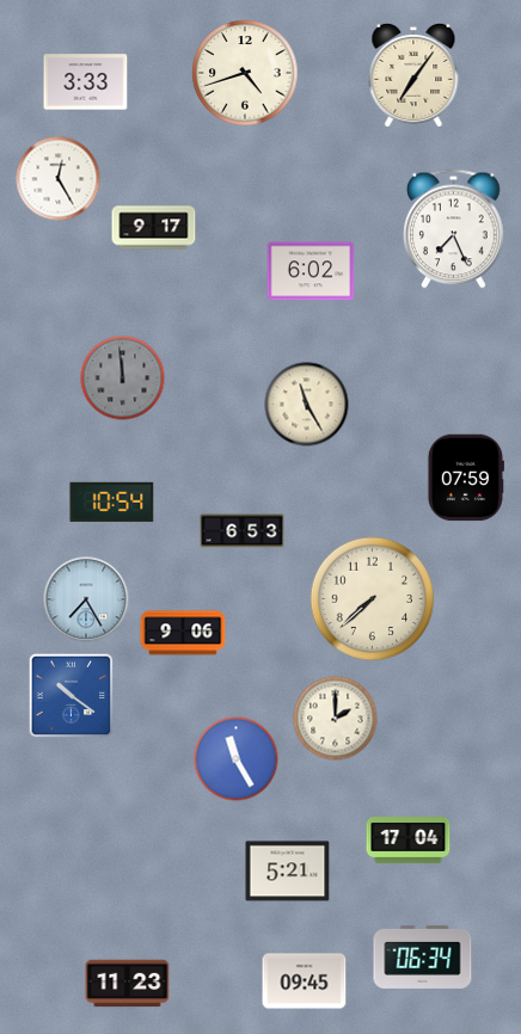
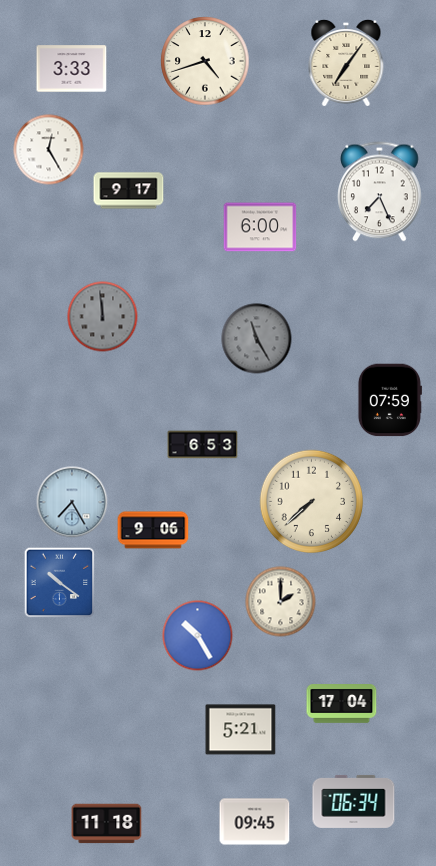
clock at (311, 271): 6:02 -> 6:00
clock at (307, 405) dial: cream -> grey
clock at (112, 501): 10:54 -> none
clock at (237, 759): 11:25 -> 10:25
clock at (128, 984): 11:23 -> 11:18
